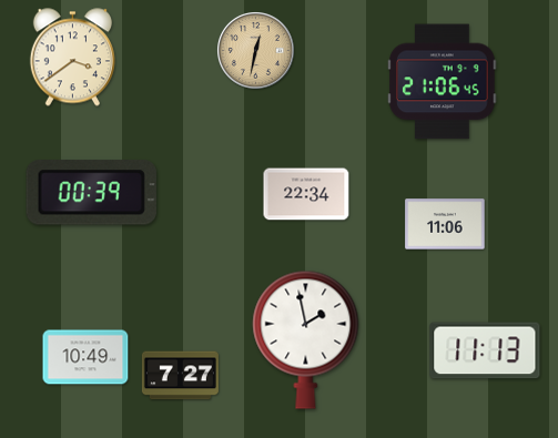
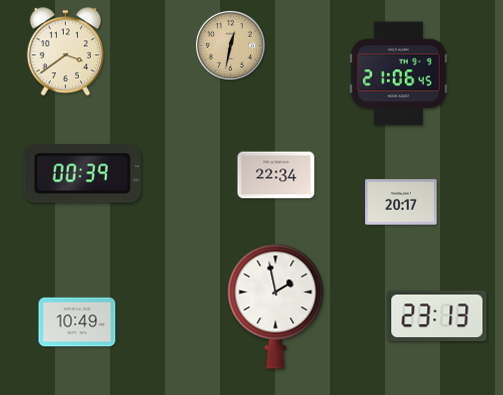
clock at (445, 224): 11:06 -> 20:17
clock at (485, 350): 11:13 -> 23:13
clock at (180, 376): 7:27 -> none
